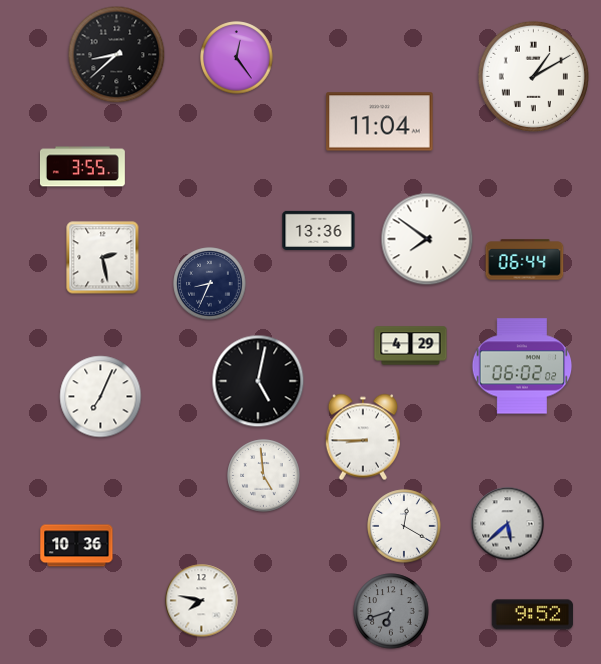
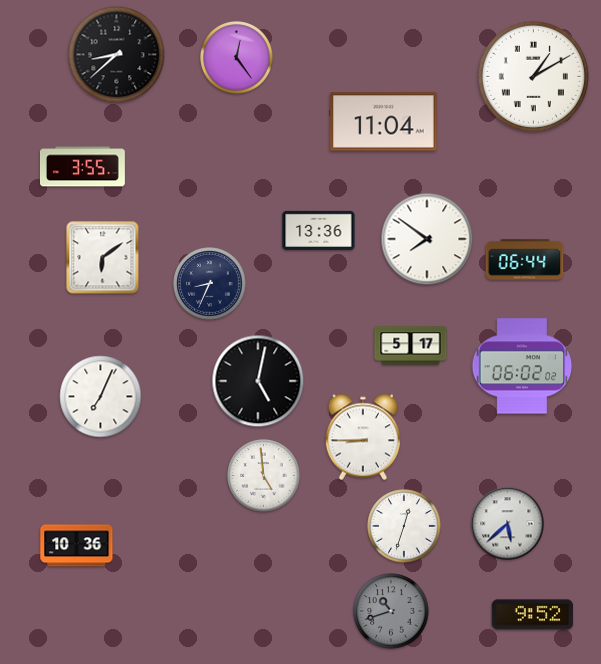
clock at (380, 122) position: (380, 122) -> (384, 122)
clock at (103, 258): 2:28 -> 6:09
clock at (411, 346): 4:29 -> 5:17
clock at (404, 526): 12:20 -> 12:33
clock at (202, 601): 7:47 -> none
clock at (391, 611): 6:42 -> 10:42
